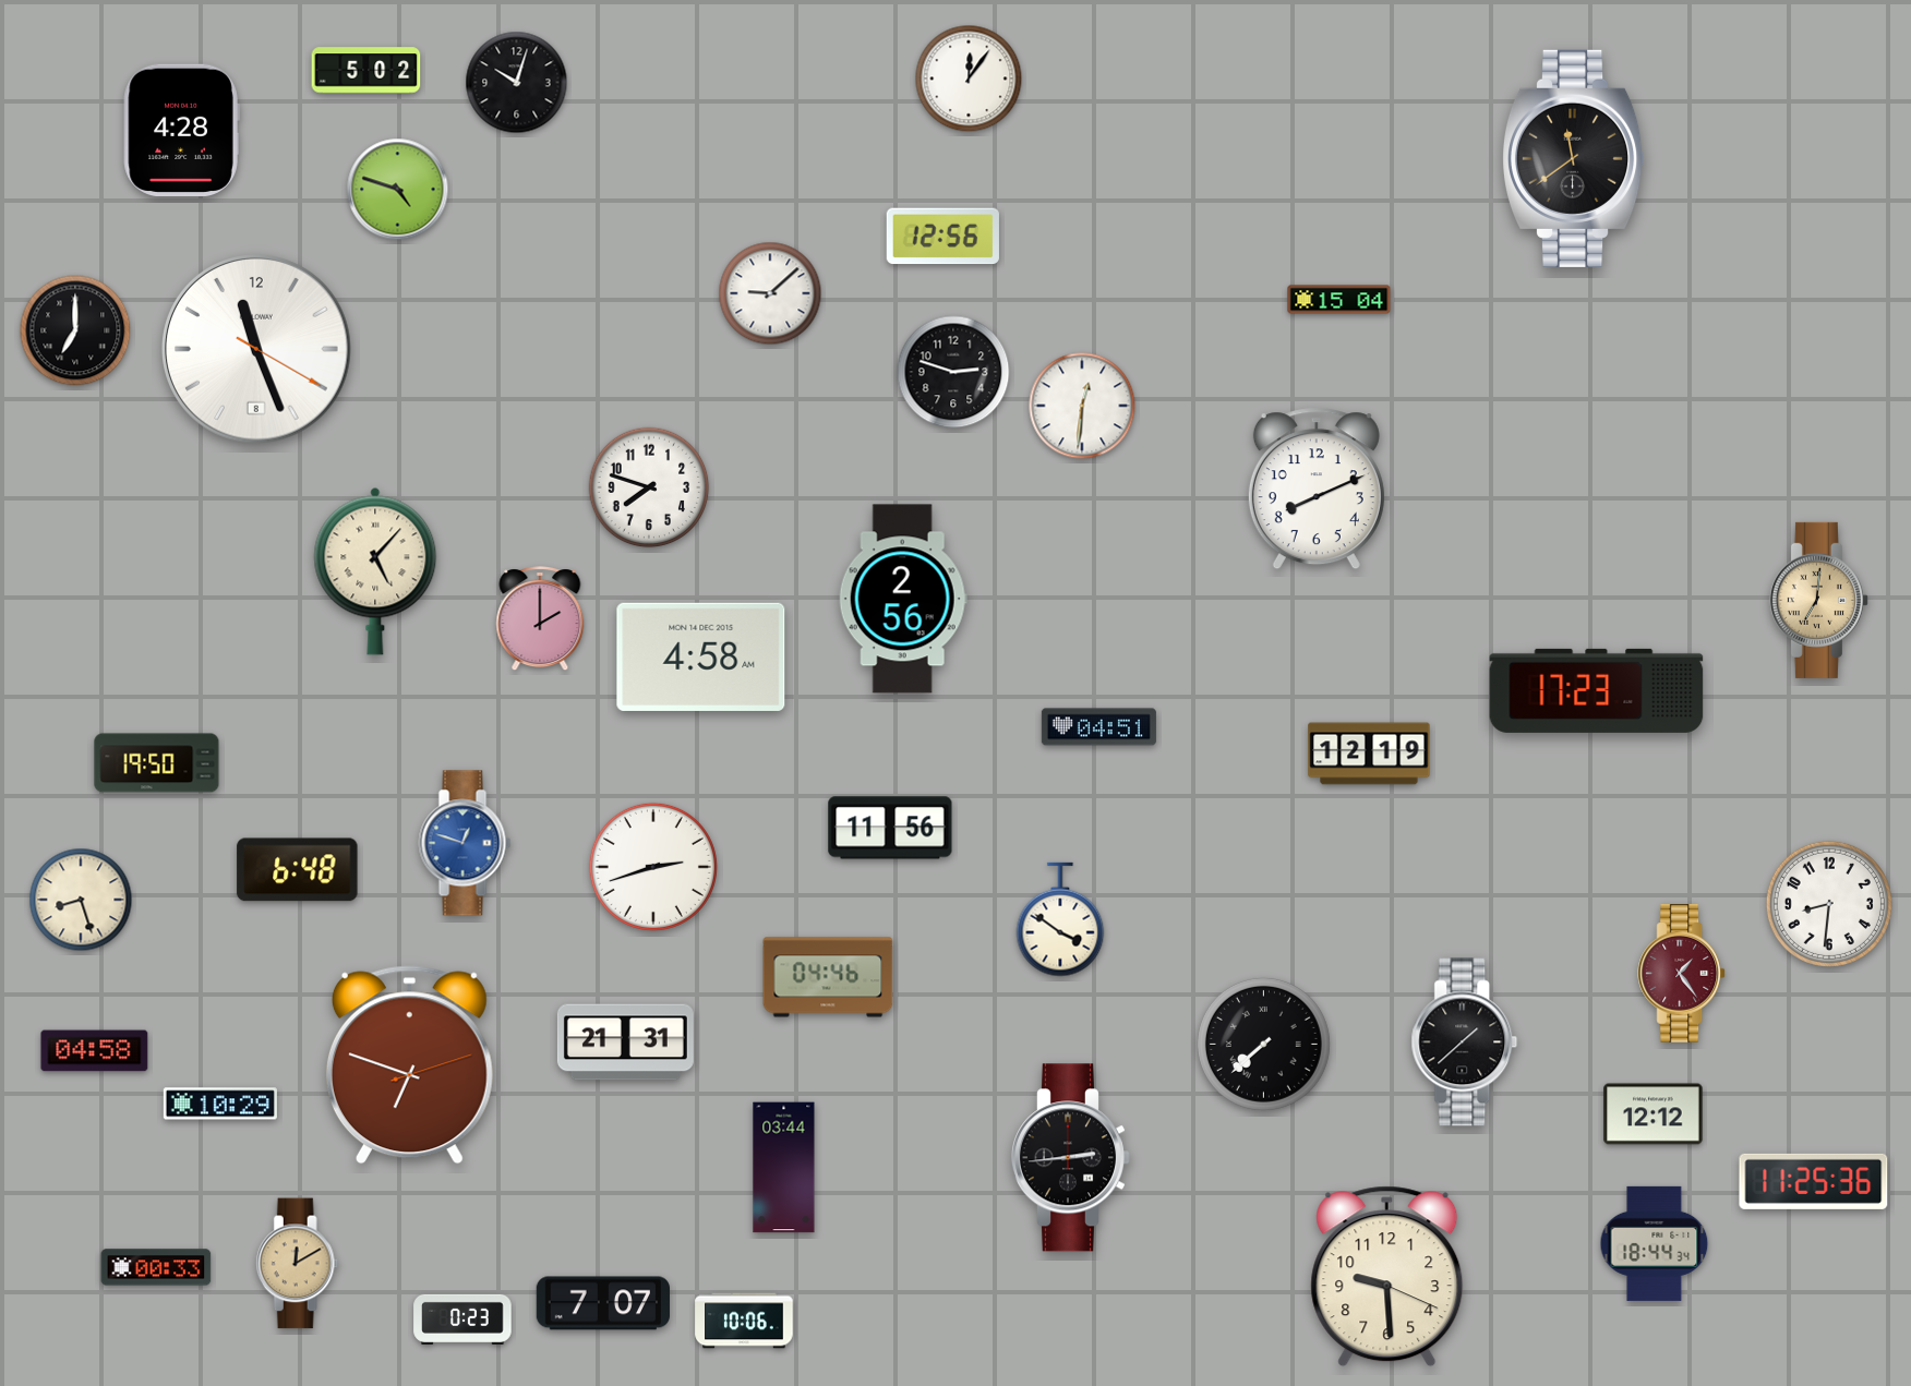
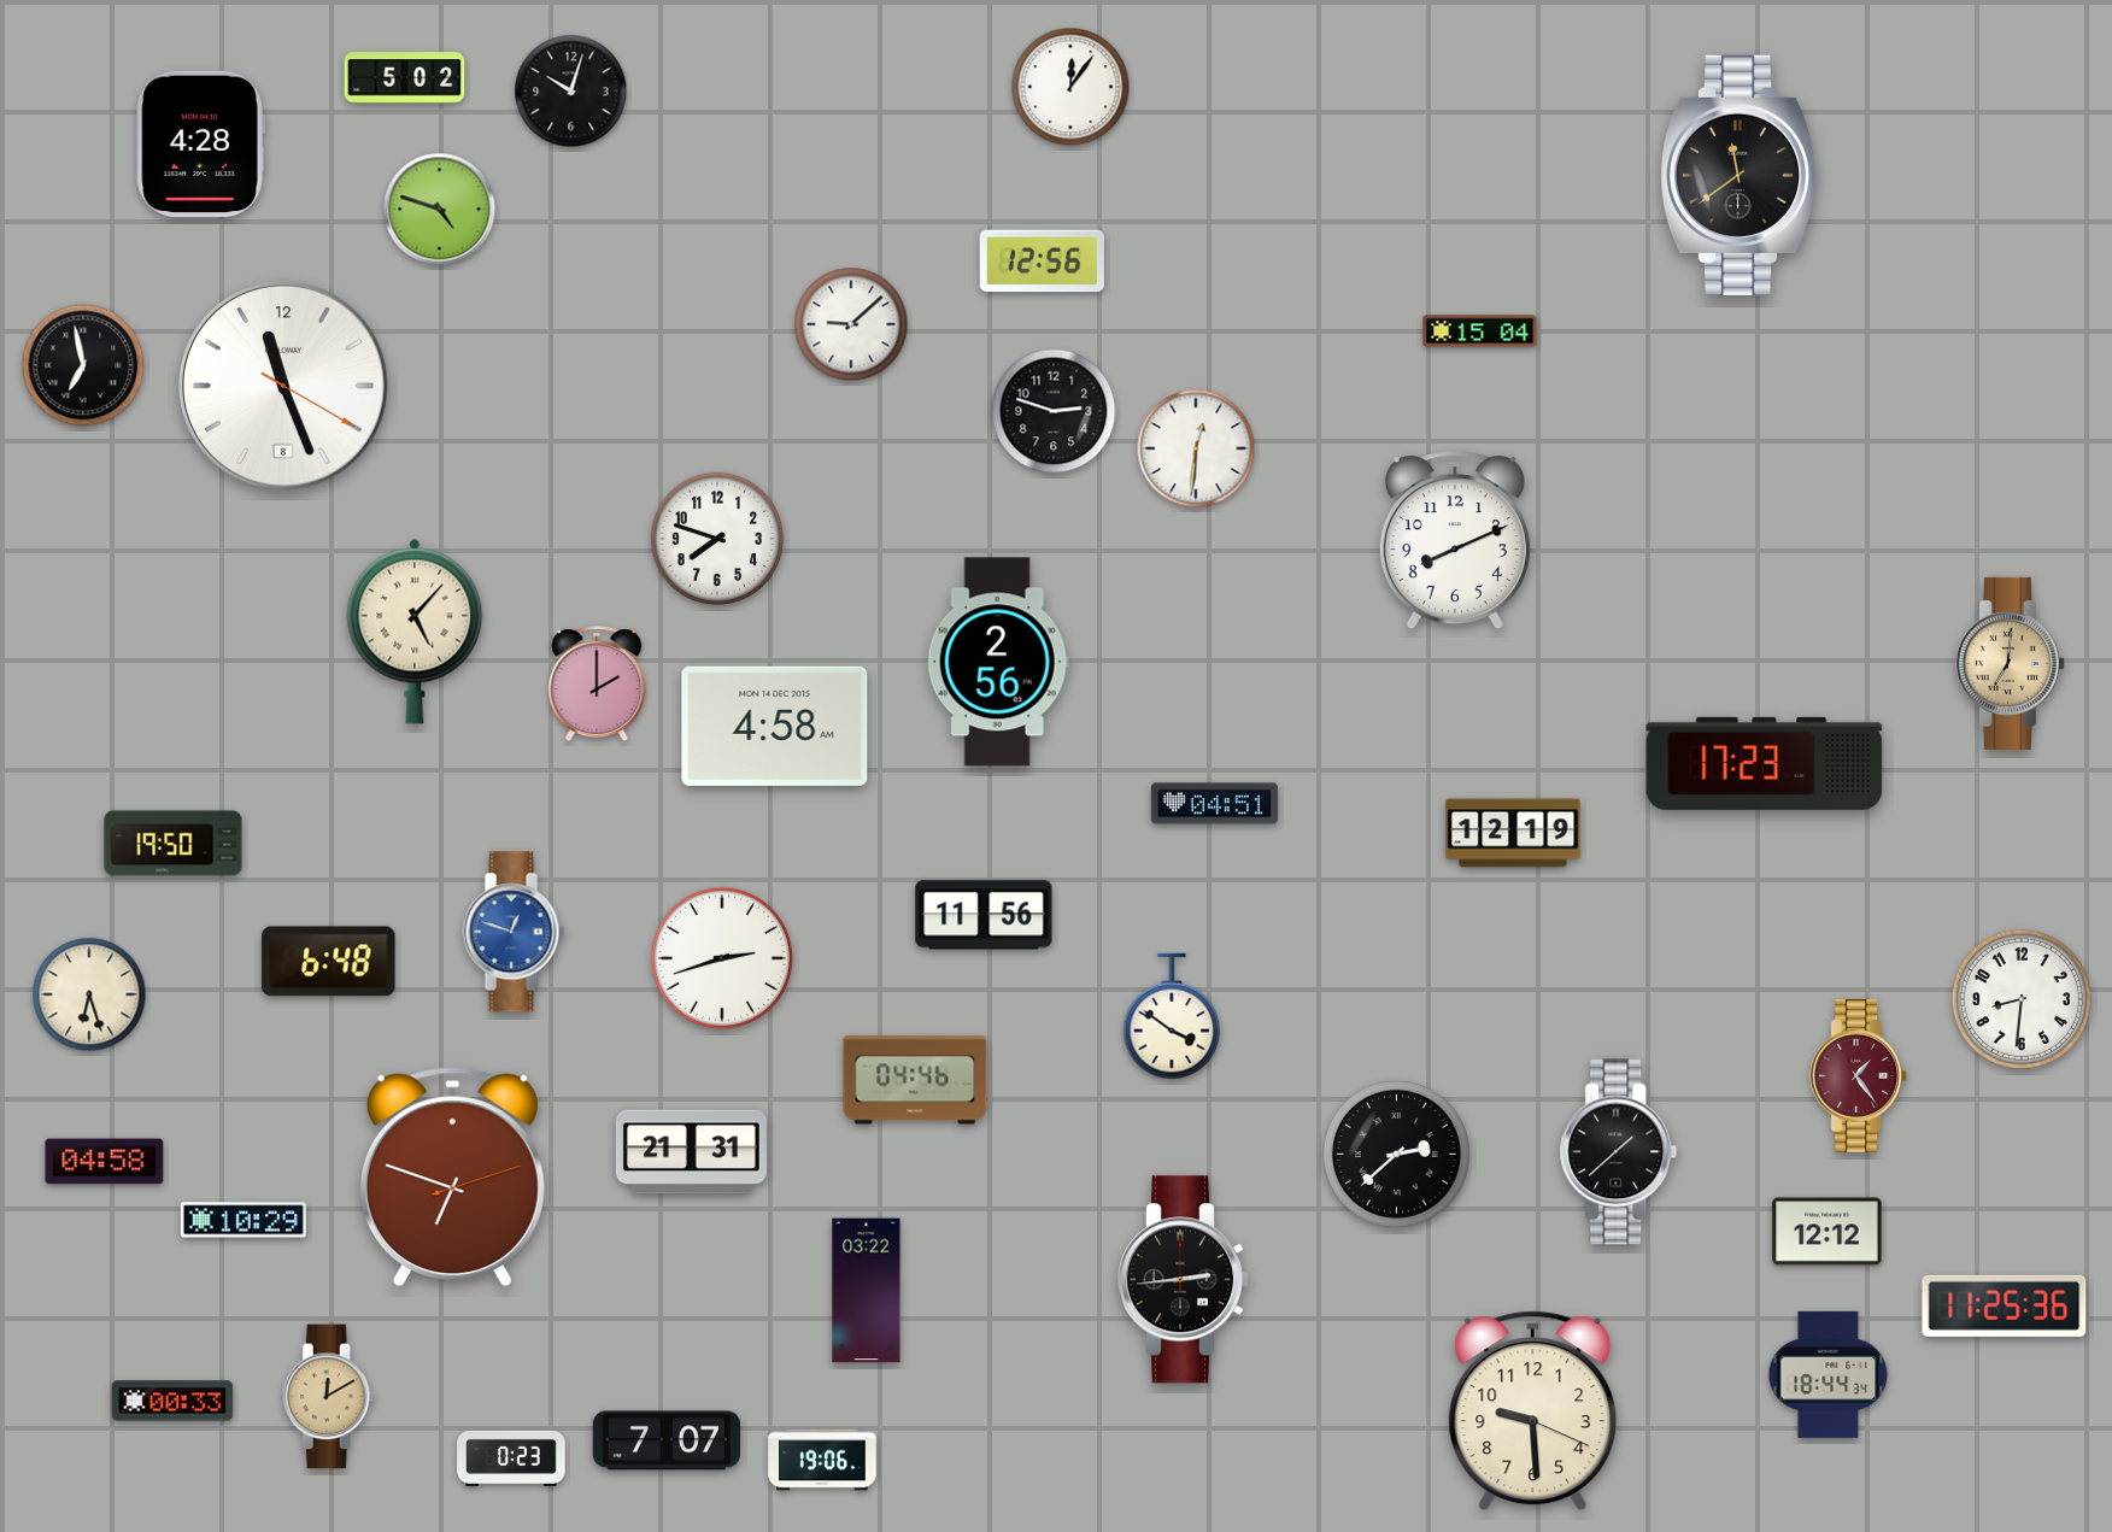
clock at (75, 330): 7:00 -> 6:58
clock at (81, 900): 8:27 -> 6:27
clock at (1263, 1044): 7:38 -> 2:38
clock at (784, 1168): 03:44 -> 03:22
clock at (744, 1321): 10:06 -> 19:06
